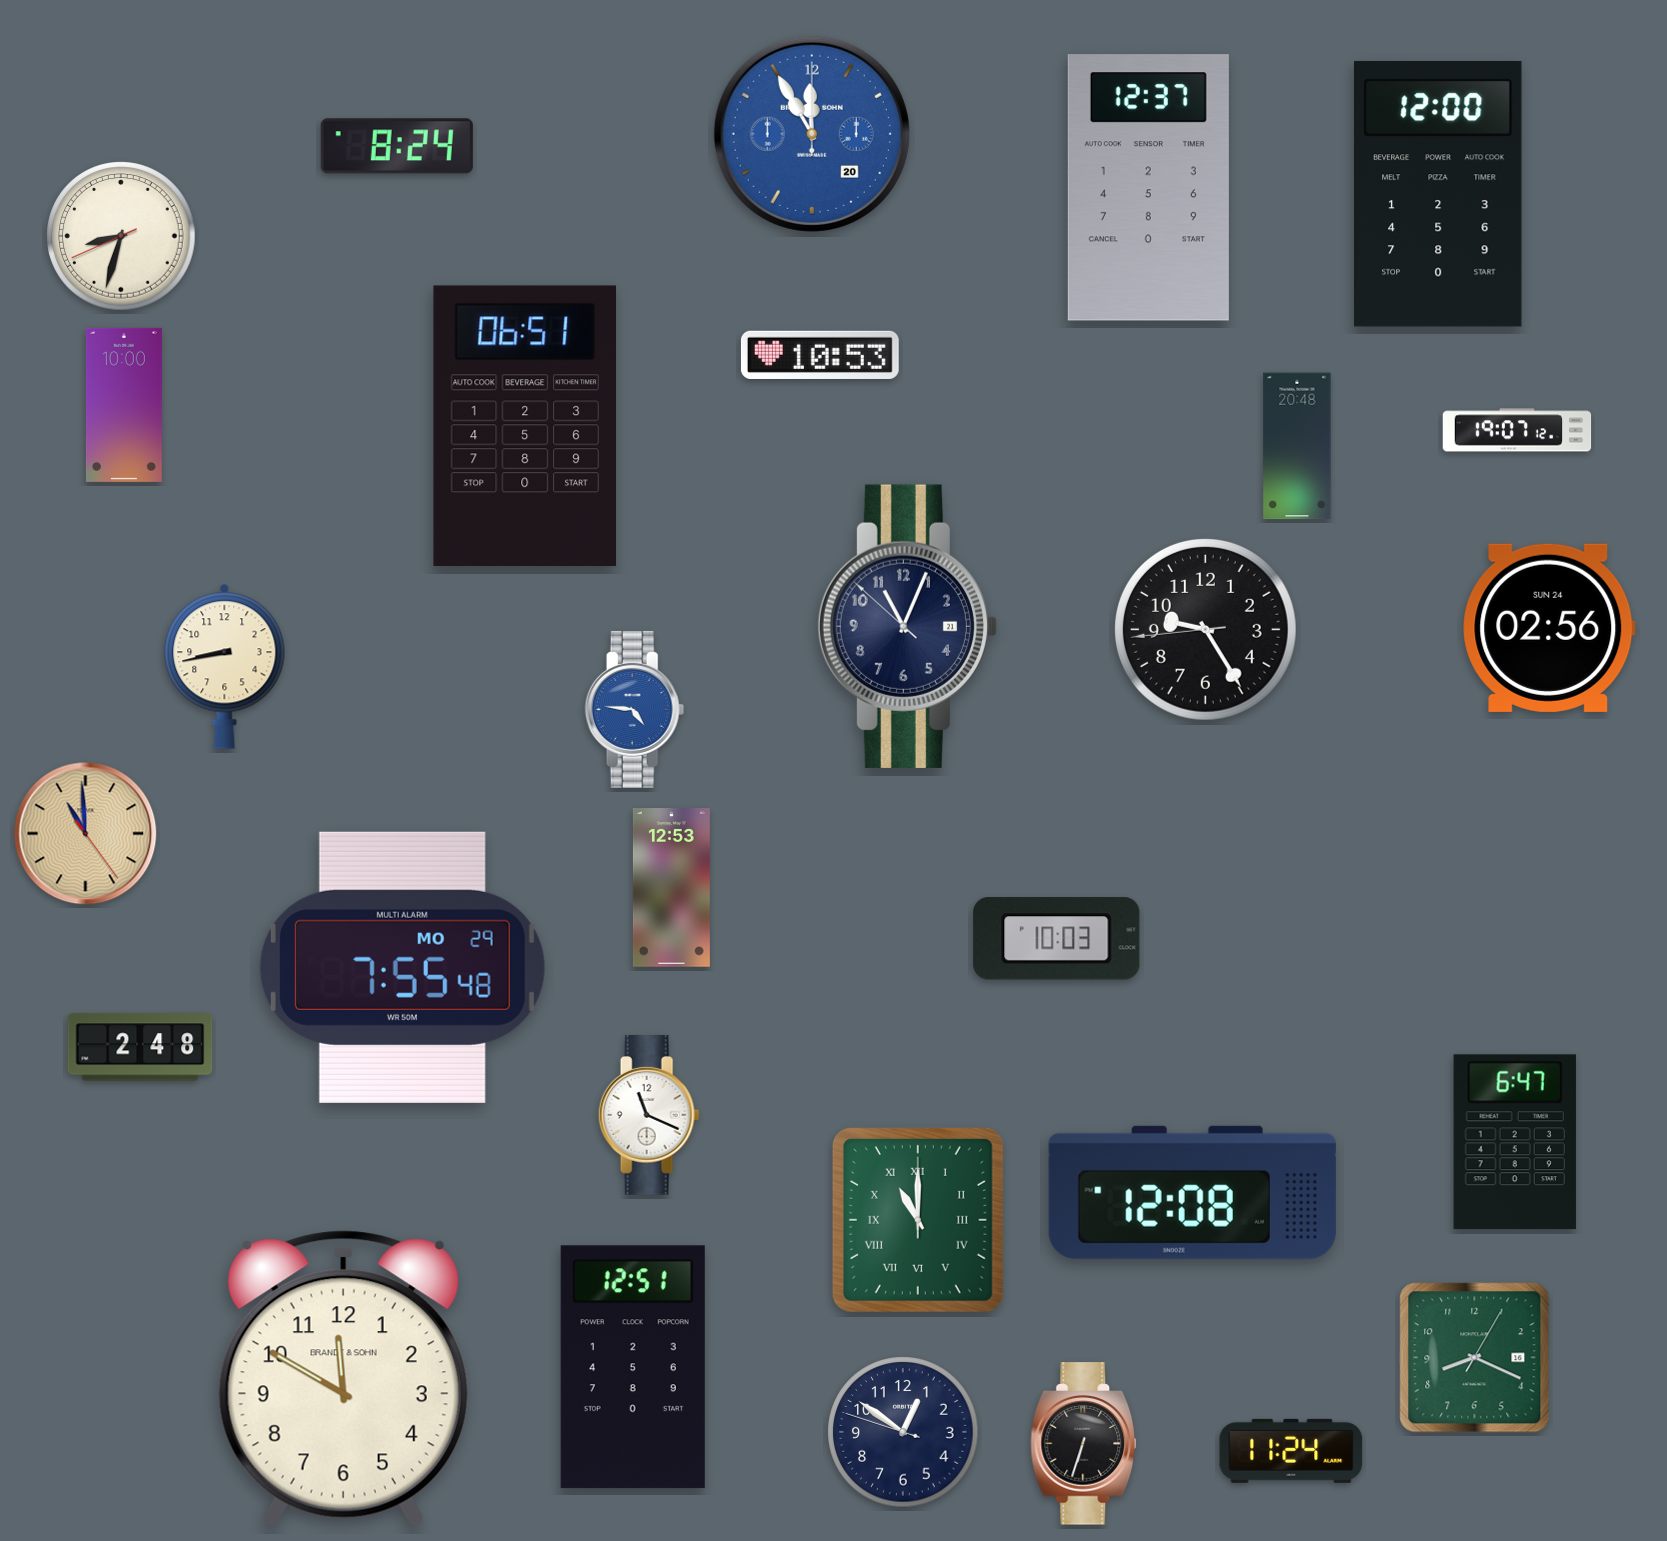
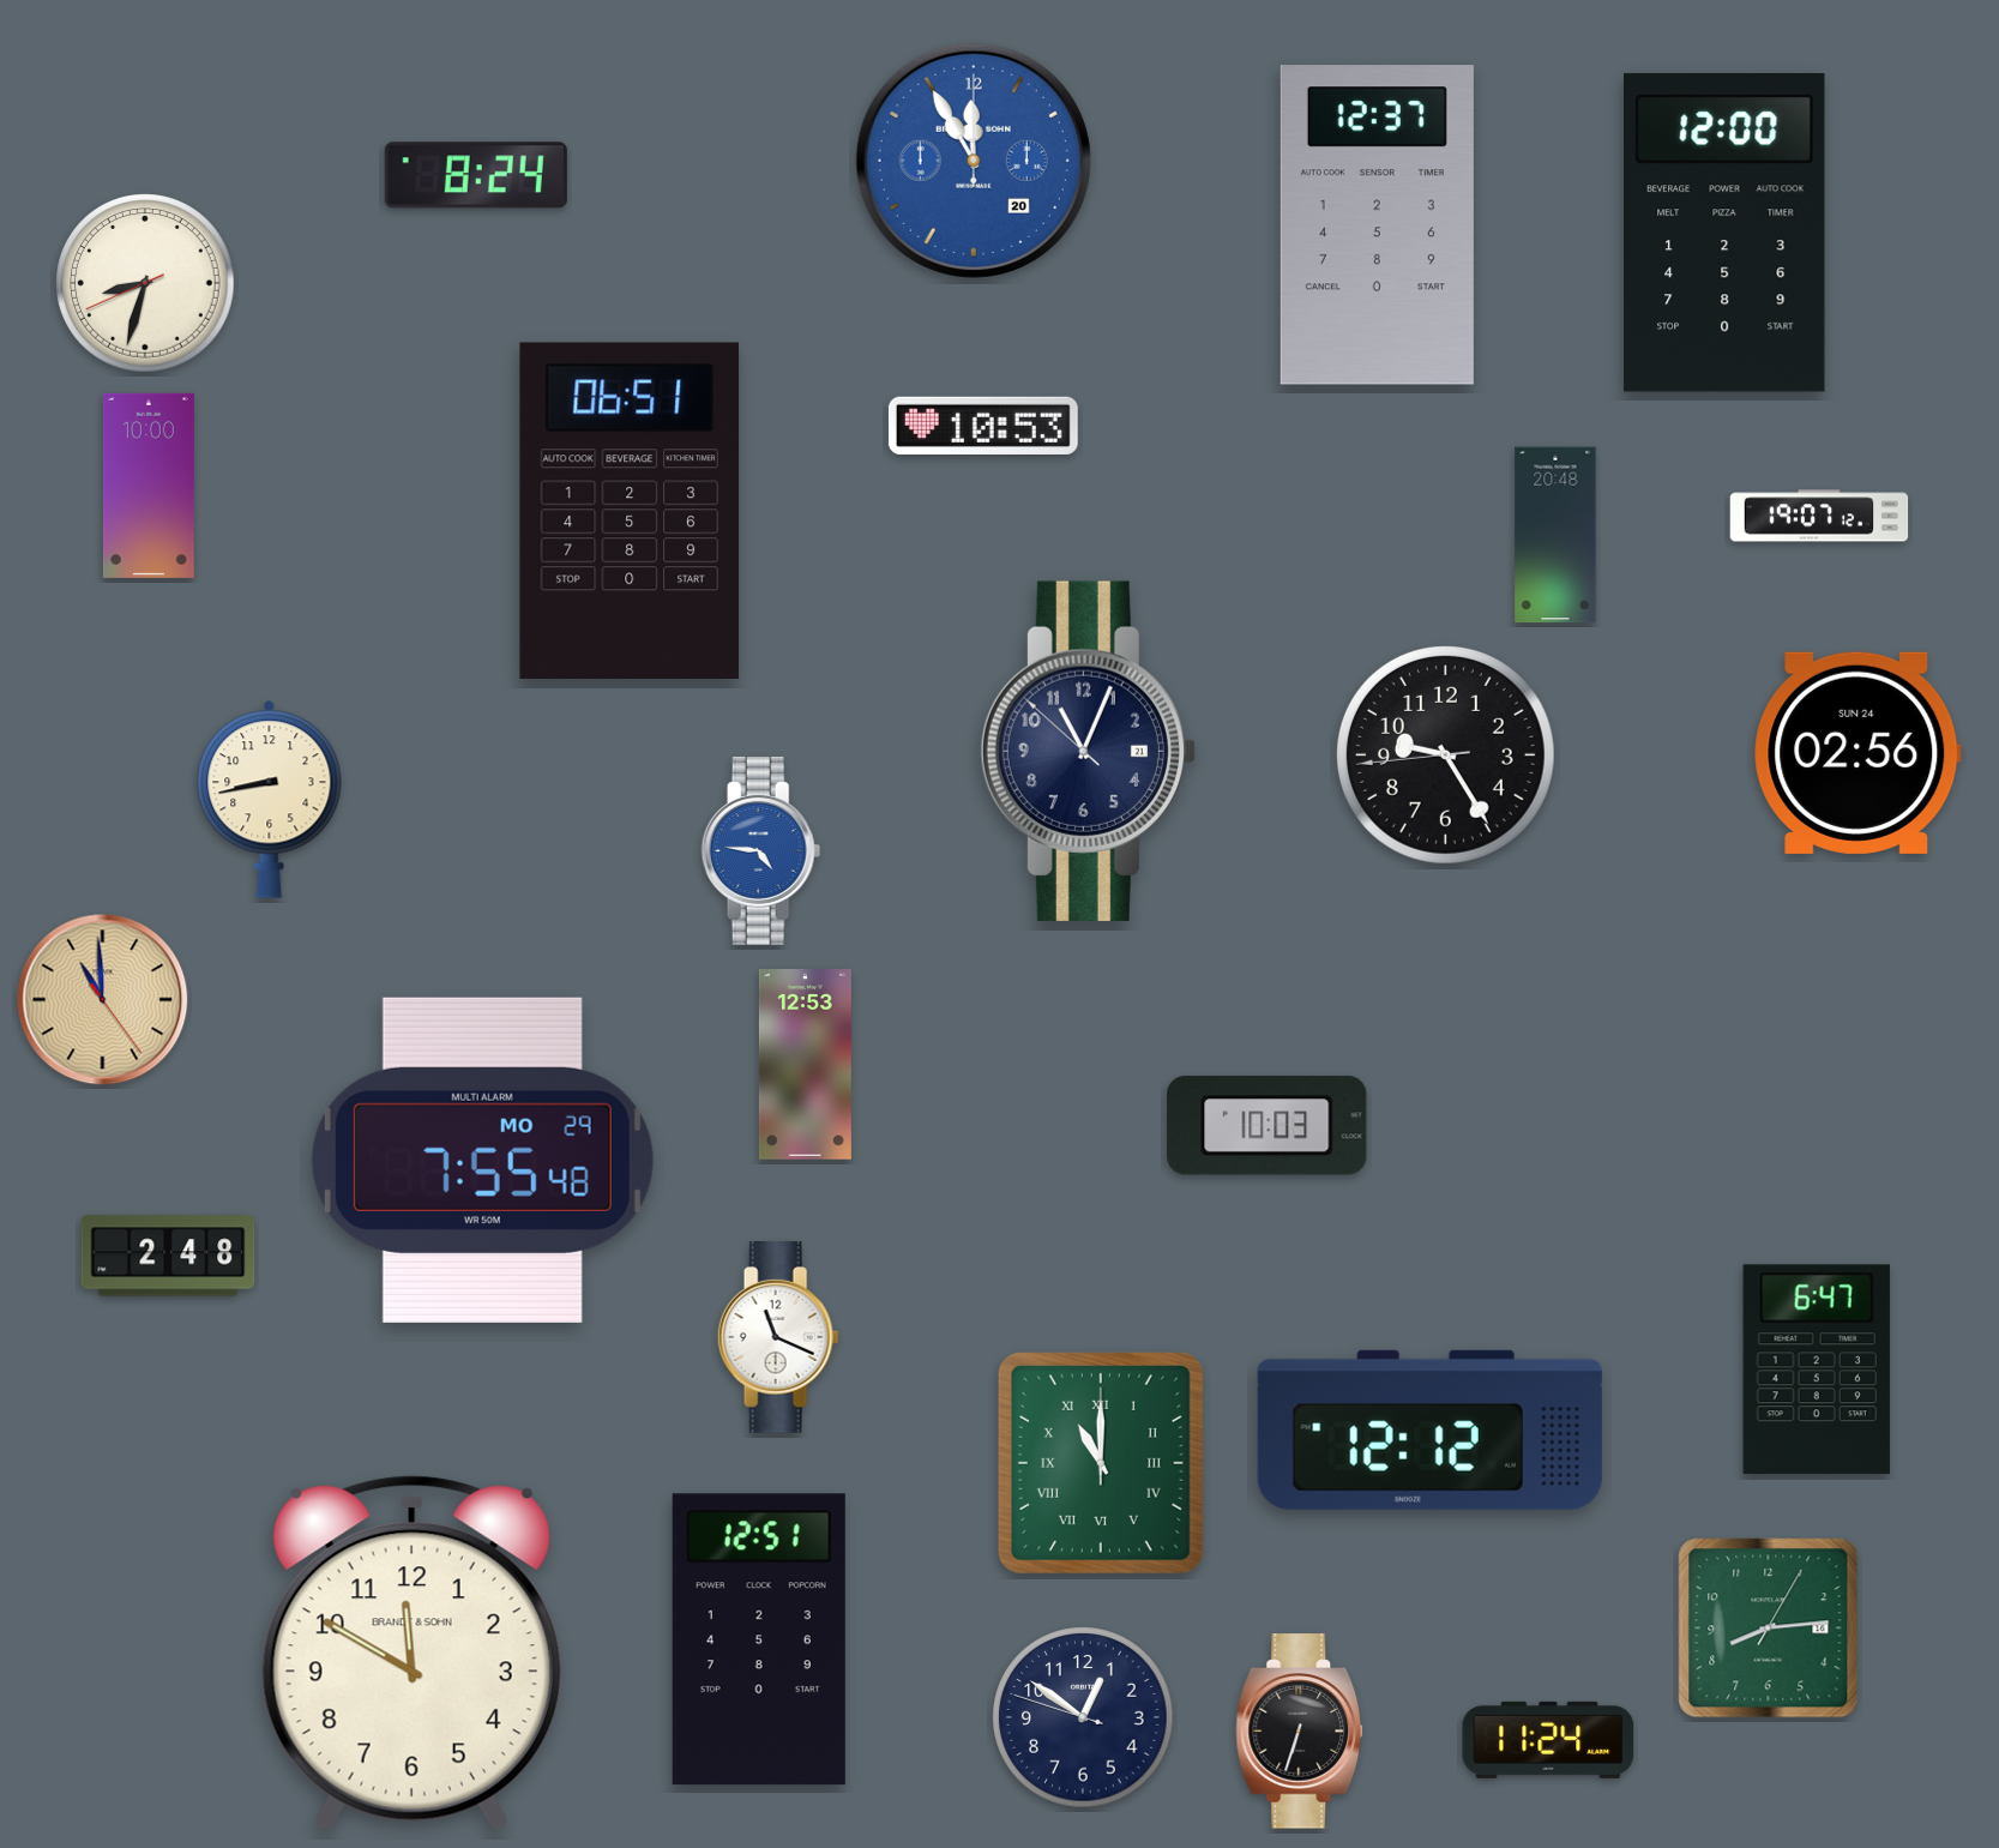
clock at (1192, 1192): 12:08 -> 12:12
clock at (1475, 1358): 8:19 -> 8:14
